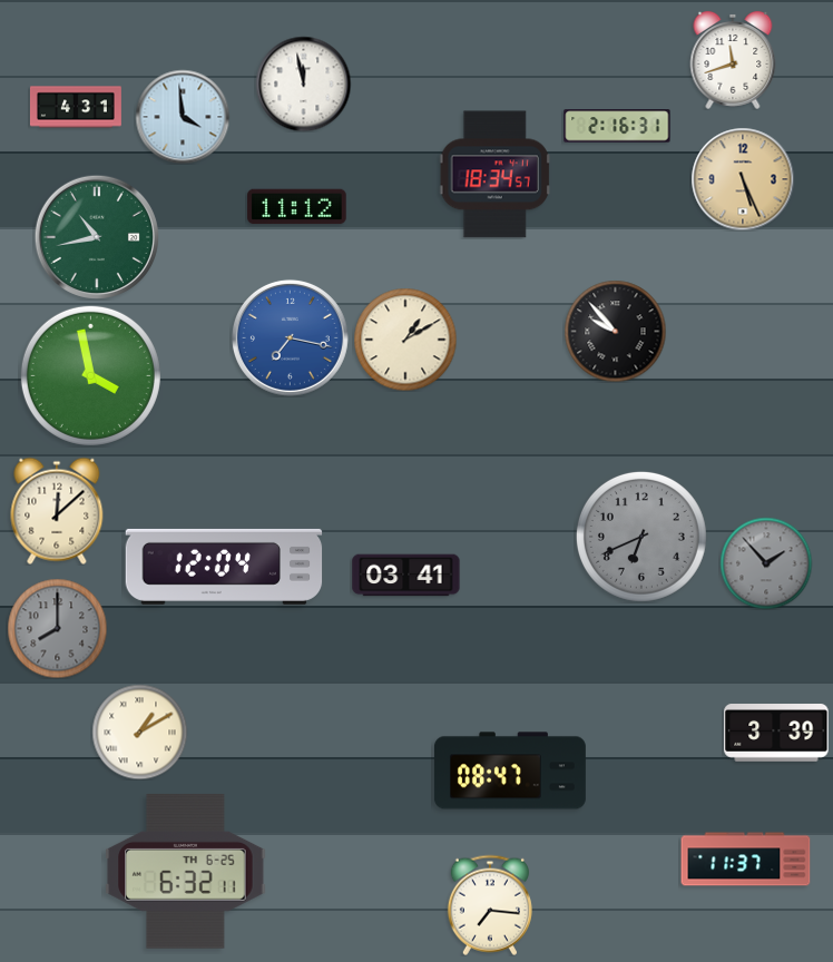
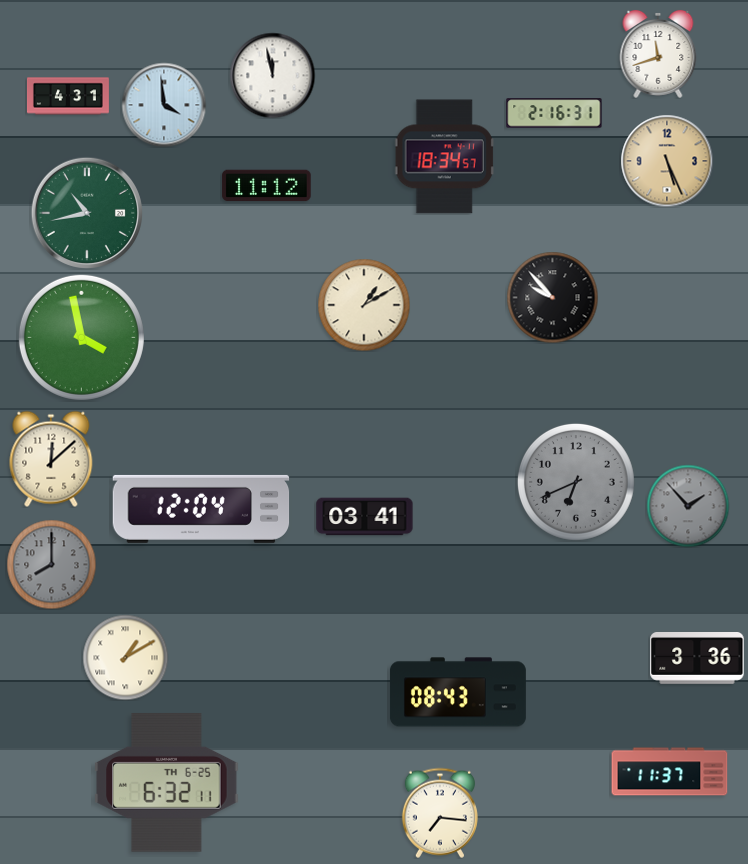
clock at (290, 337): 7:17 -> none
clock at (776, 734): 3:39 -> 3:36
clock at (510, 770): 08:47 -> 08:43
